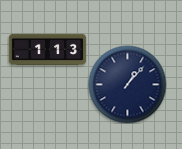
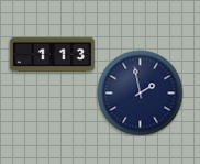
clock at (127, 84): 1:07 -> 1:58
